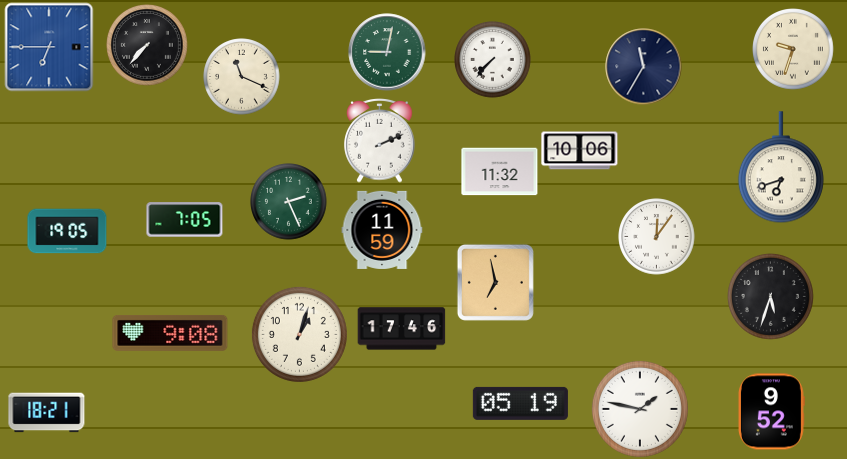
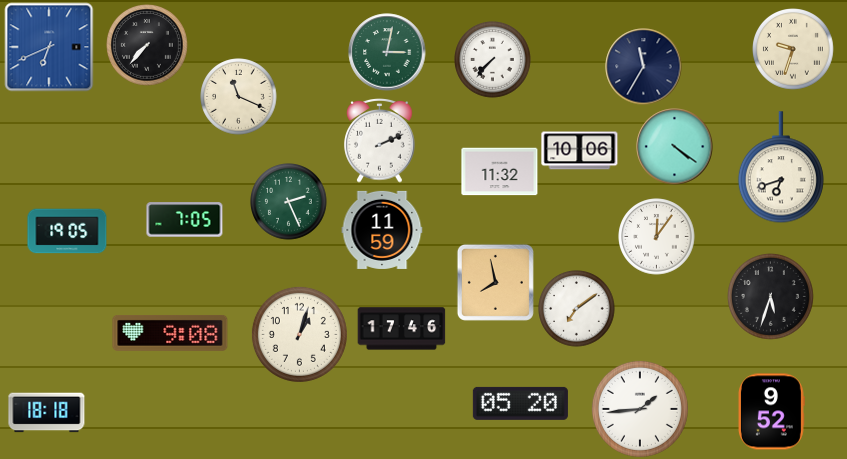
clock at (49, 47): 6:45 -> 6:41
clock at (387, 52): 9:02 -> 3:02
clock at (242, 77) position: (242, 77) -> (239, 97)
clock at (675, 147): none -> 4:21
clock at (495, 282): 6:58 -> 7:58
clock at (577, 309): none -> 7:09
clock at (520, 403): 05:19 -> 05:20
clock at (640, 409): 1:47 -> 1:44
clock at (47, 413): 18:21 -> 18:18
